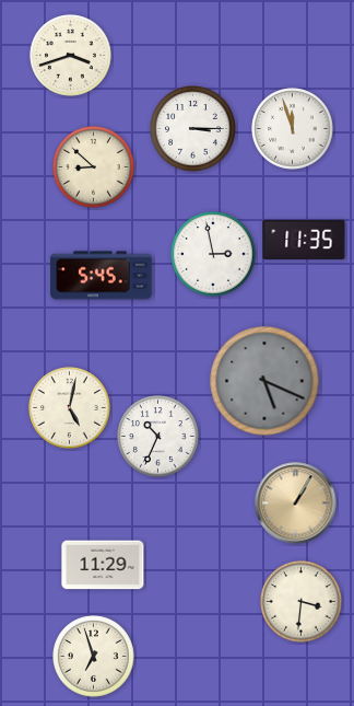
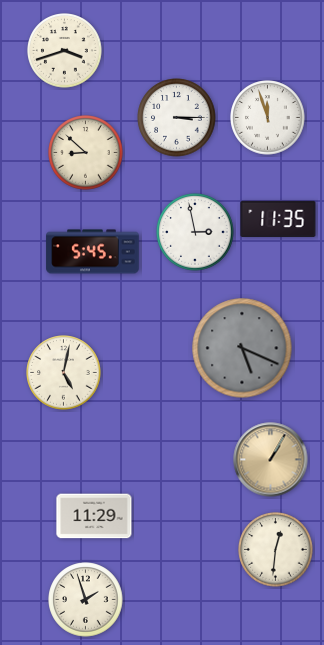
clock at (158, 437): 10:34 -> none
clock at (302, 602): 3:31 -> 12:31
clock at (94, 657): 6:57 -> 1:57
